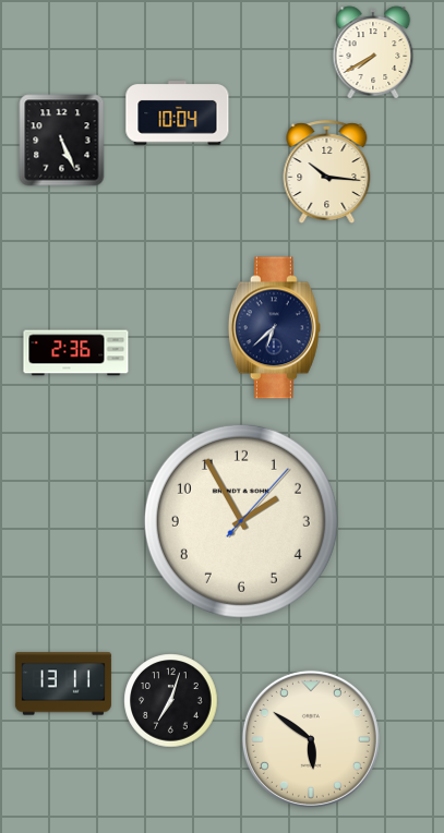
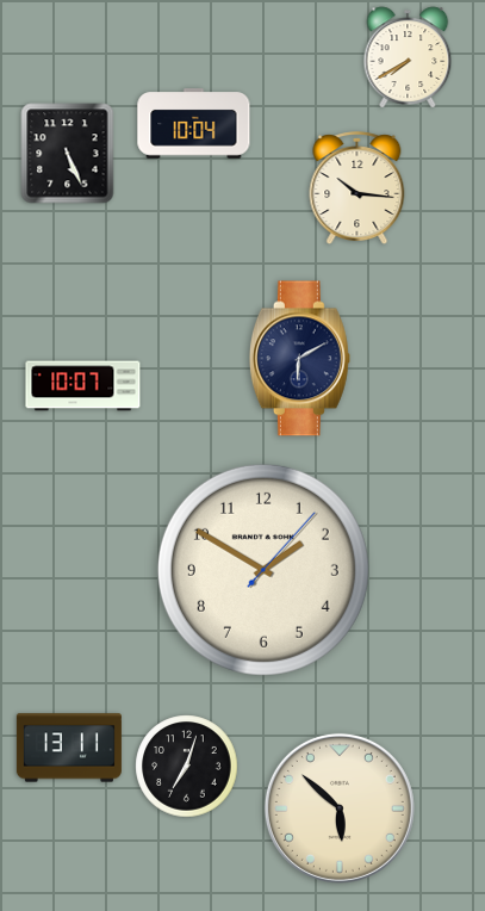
clock at (274, 328): 6:38 -> 6:10
clock at (76, 353): 2:36 -> 10:07
clock at (241, 521): 1:55 -> 1:50
clock at (311, 739): 5:51 -> 5:52
